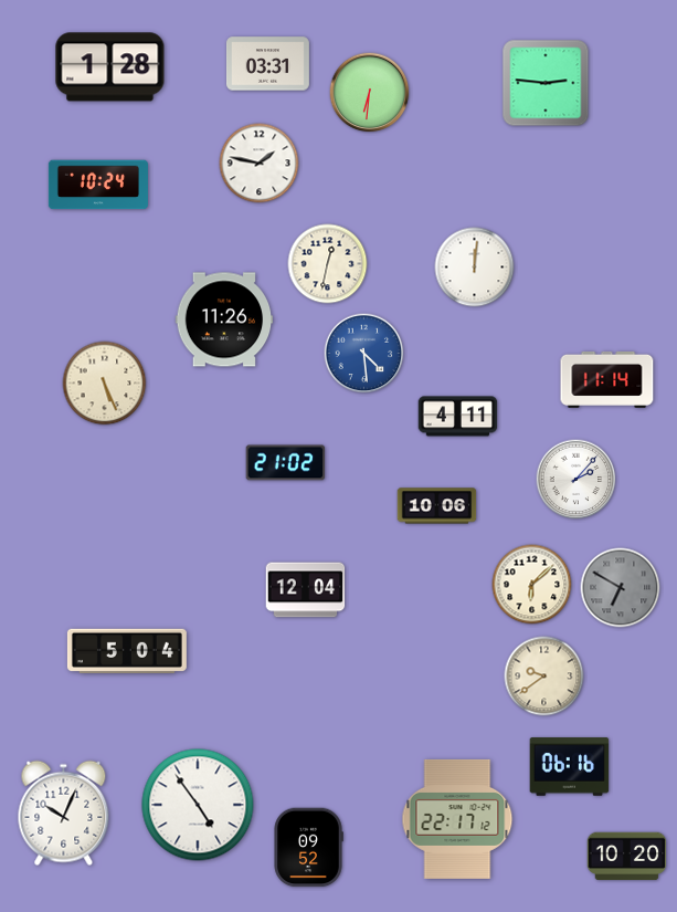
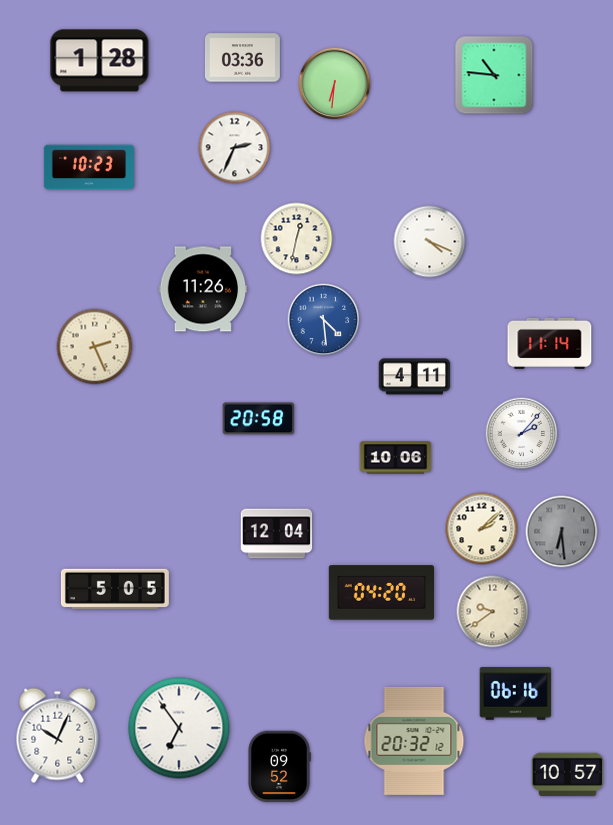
clock at (267, 64): 03:31 -> 03:36
clock at (546, 83): 2:46 -> 10:46
clock at (260, 164): 1:47 -> 2:34
clock at (98, 185): 10:24 -> 10:23
clock at (475, 268): 12:01 -> 4:19
clock at (364, 354) position: (364, 354) -> (324, 320)
clock at (105, 384): 5:26 -> 2:26
clock at (286, 463): 21:02 -> 20:58
clock at (532, 585): 6:08 -> 2:08
clock at (621, 588): 6:50 -> 6:29
clock at (127, 650): 5:04 -> 5:05
clock at (382, 593): none -> 04:20
clock at (198, 805): 4:54 -> 6:54
clock at (457, 819): 22:17 -> 20:32
clock at (627, 857): 10:20 -> 10:57
